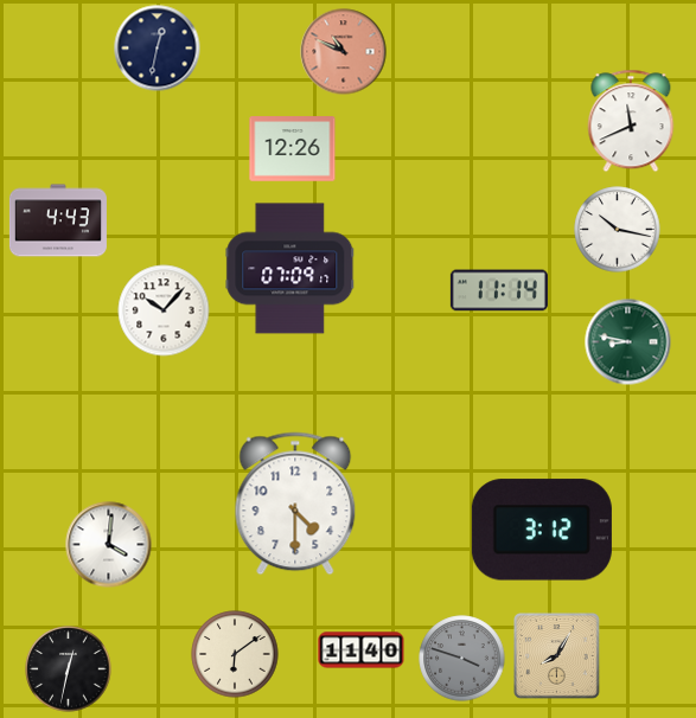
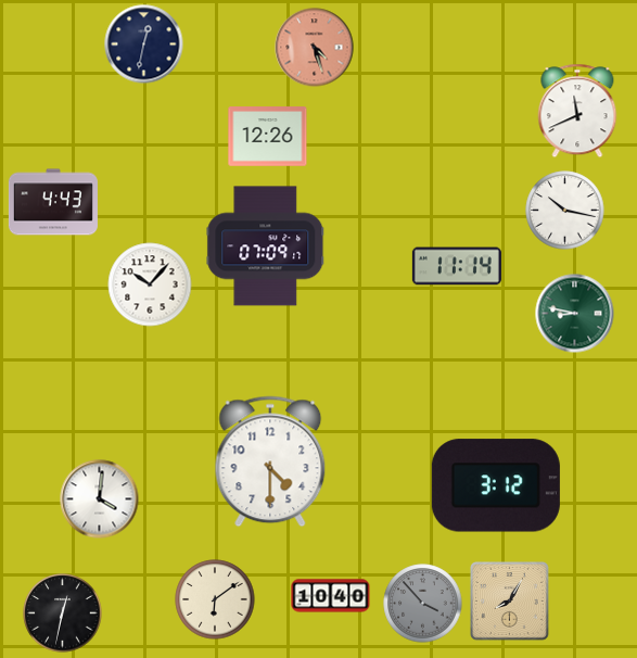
clock at (344, 52): 10:49 -> 4:27
clock at (362, 650): 11:40 -> 10:40
clock at (462, 659): 3:48 -> 3:53
